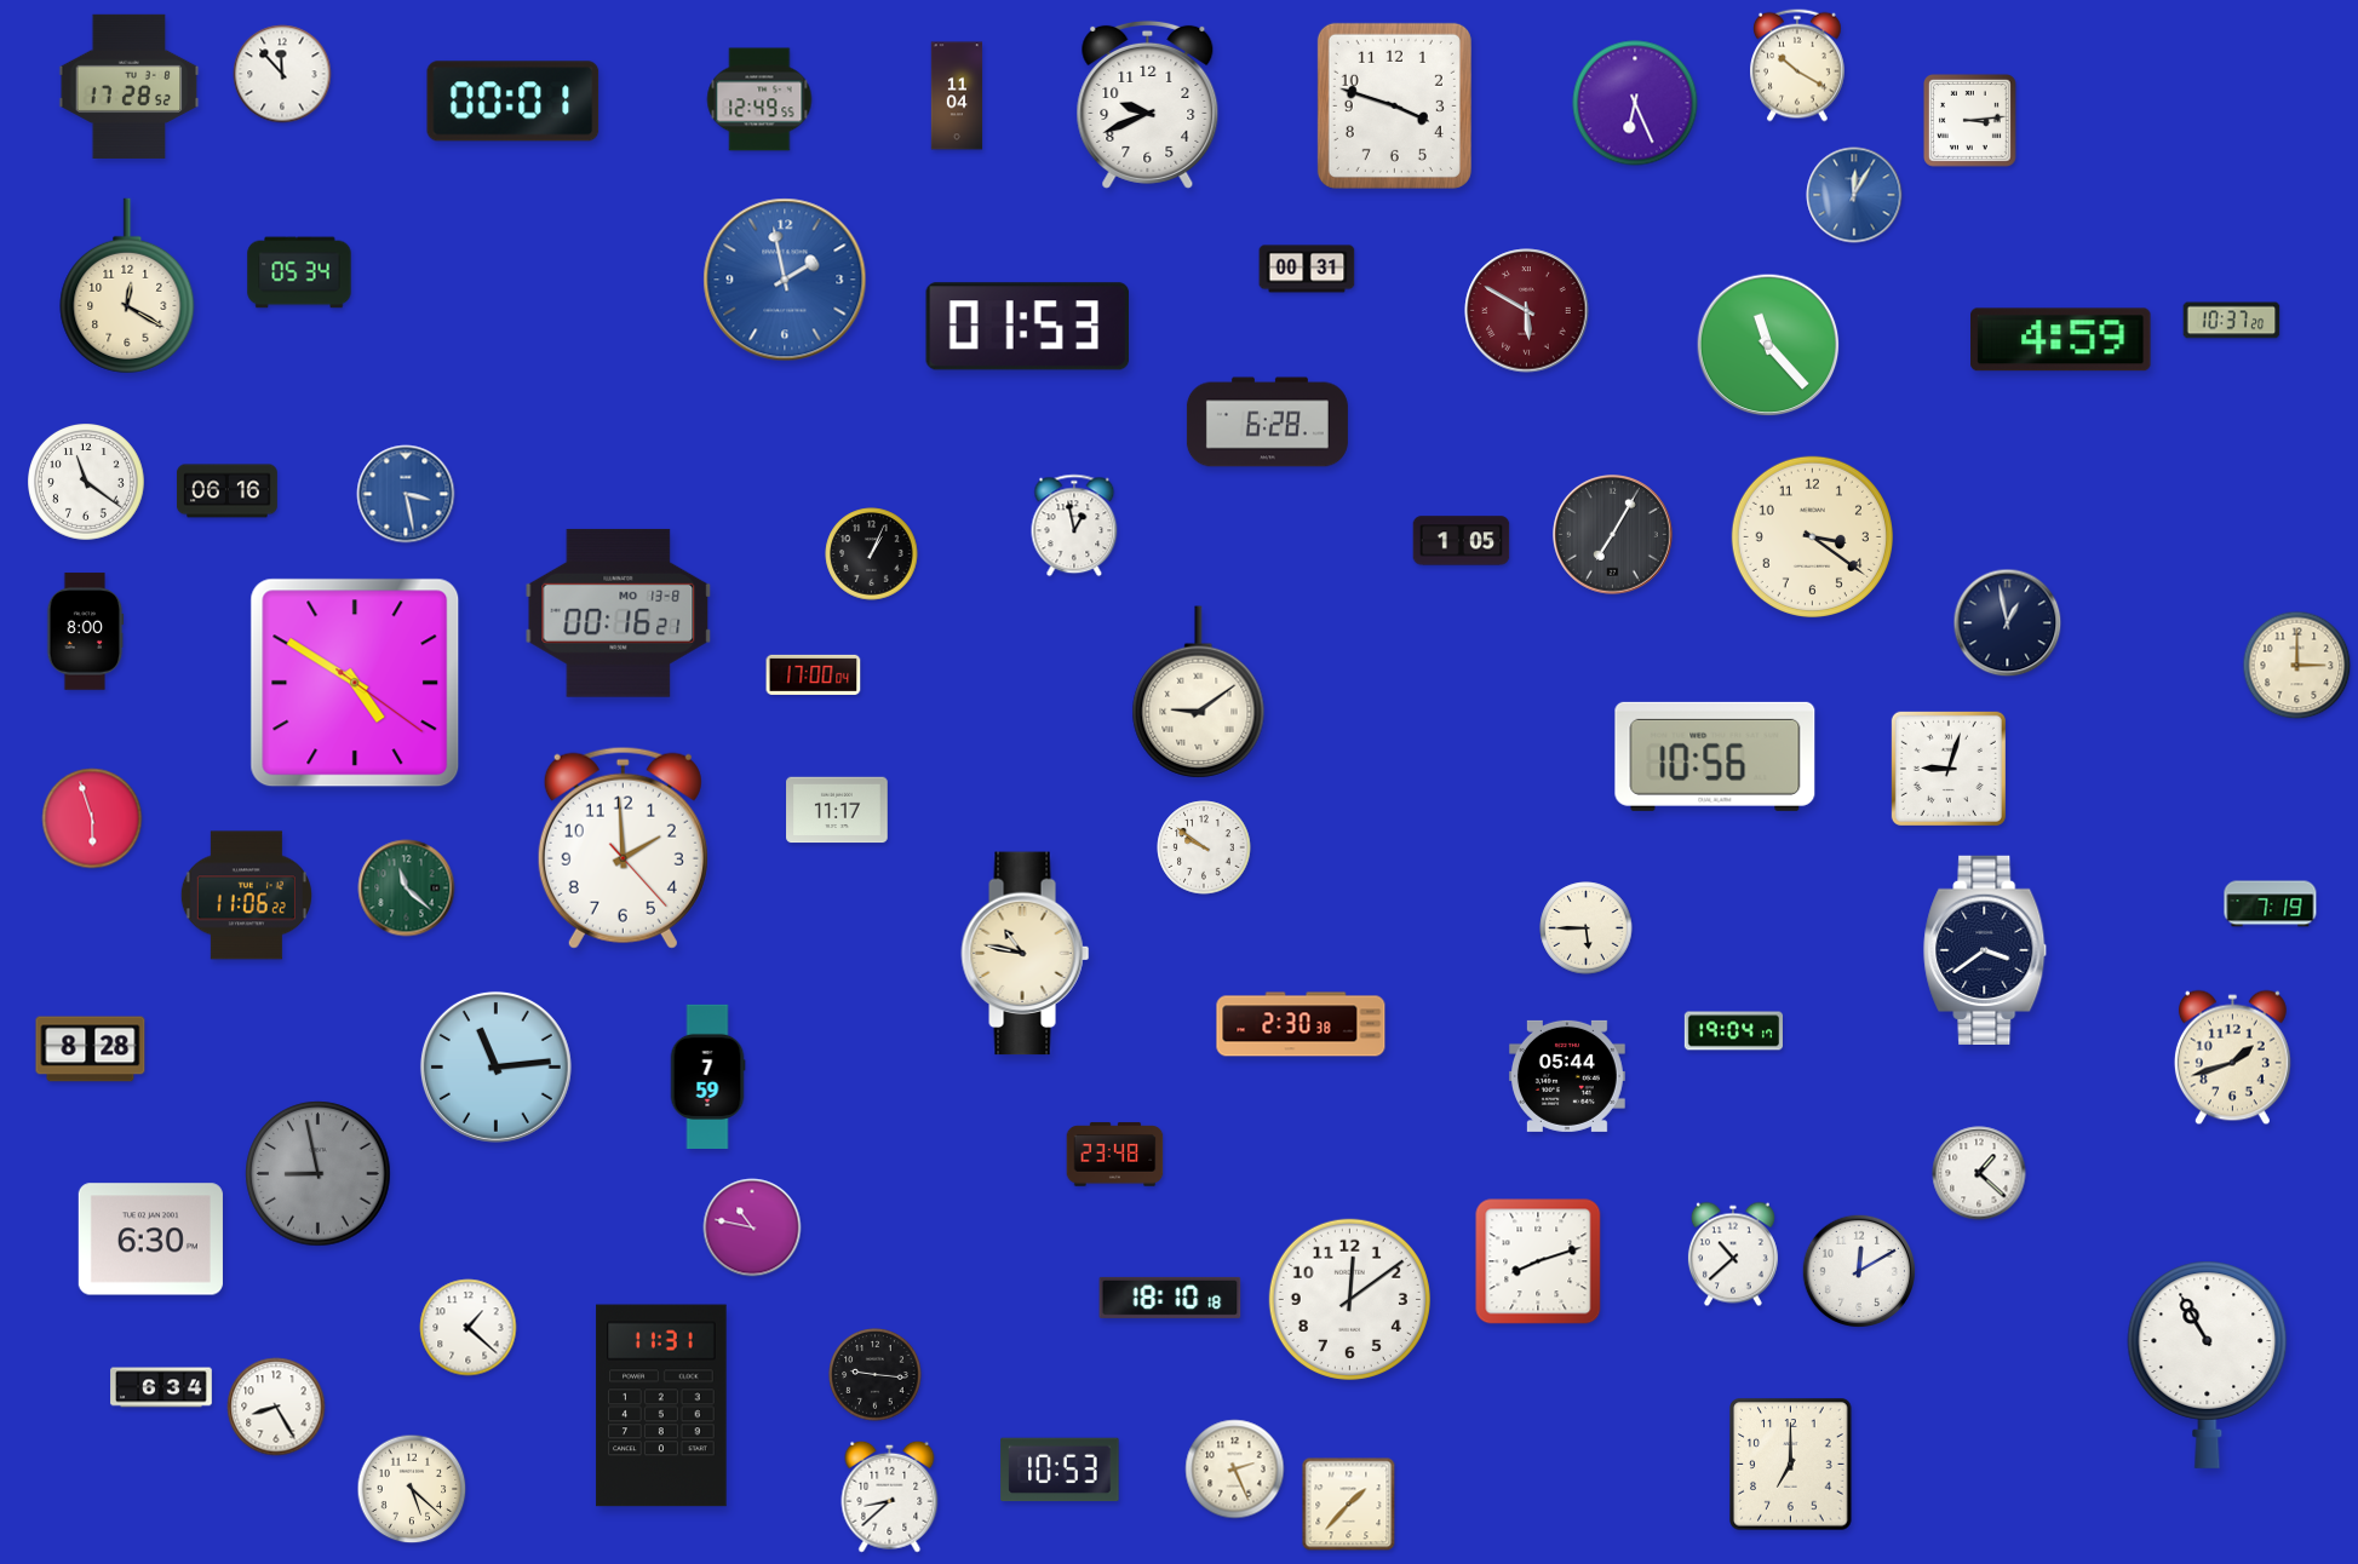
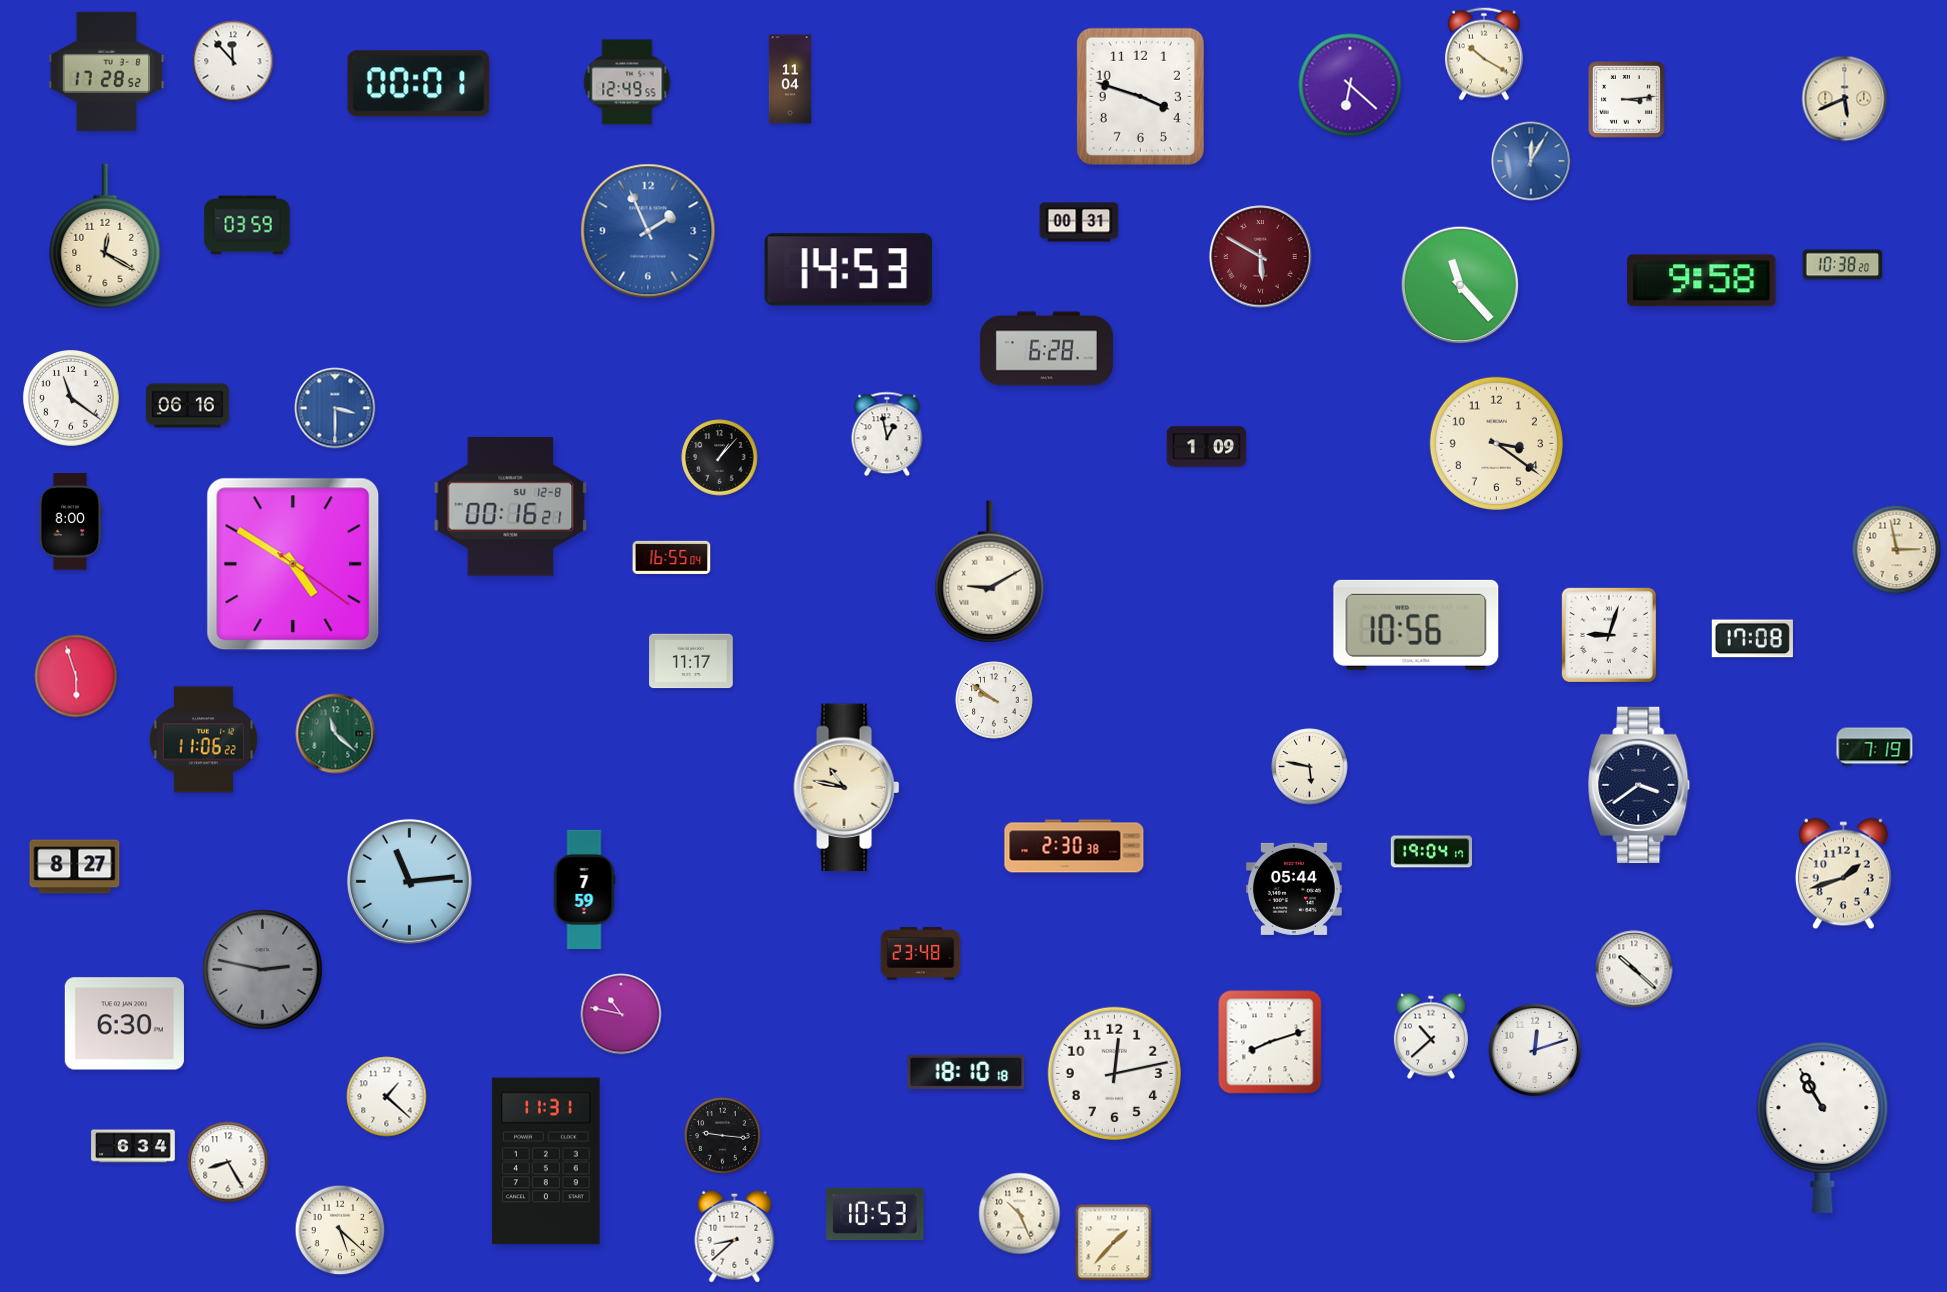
clock at (514, 102) position: (514, 102) -> (419, 84)
clock at (1635, 103): 6:26 -> 6:22
clock at (1148, 104): 9:41 -> none
clock at (1394, 105) position: (1394, 105) -> (1140, 96)
clock at (1845, 99): none -> 5:41
clock at (299, 272): 05:34 -> 03:59
clock at (785, 280): 1:58 -> 1:56
clock at (2232, 321): 10:37 -> 10:38
clock at (1028, 327): 01:53 -> 14:53
clock at (2061, 340): 4:59 -> 9:58
clock at (406, 494): 3:28 -> 3:30
clock at (1613, 535): 7:05 -> none
clock at (1462, 541): 1:05 -> 1:09
clock at (872, 554): 1:04 -> 1:07
clock at (619, 613) date: MO 13-8 -> SU 12-8
clock at (2008, 623): 12:58 -> none
clock at (2297, 666): 3:00 -> 2:58
clock at (814, 674): 17:00 -> 16:55
clock at (1199, 692): 9:09 -> 9:10
clock at (1752, 639): none -> 17:08
clock at (837, 810) position: (837, 810) -> (691, 661)
clock at (623, 847): 1:59 -> none
clock at (1587, 928): 5:45 -> 5:47
clock at (91, 1050): 8:28 -> 8:27
clock at (1979, 1173): 1:22 -> 10:22
clock at (319, 1174): 8:58 -> 2:47
clock at (1858, 1270): 12:10 -> 12:12
clock at (1349, 1299): 12:09 -> 12:13
clock at (1791, 1465): 7:00 -> none
clock at (1235, 1470): 2:26 -> 10:26
